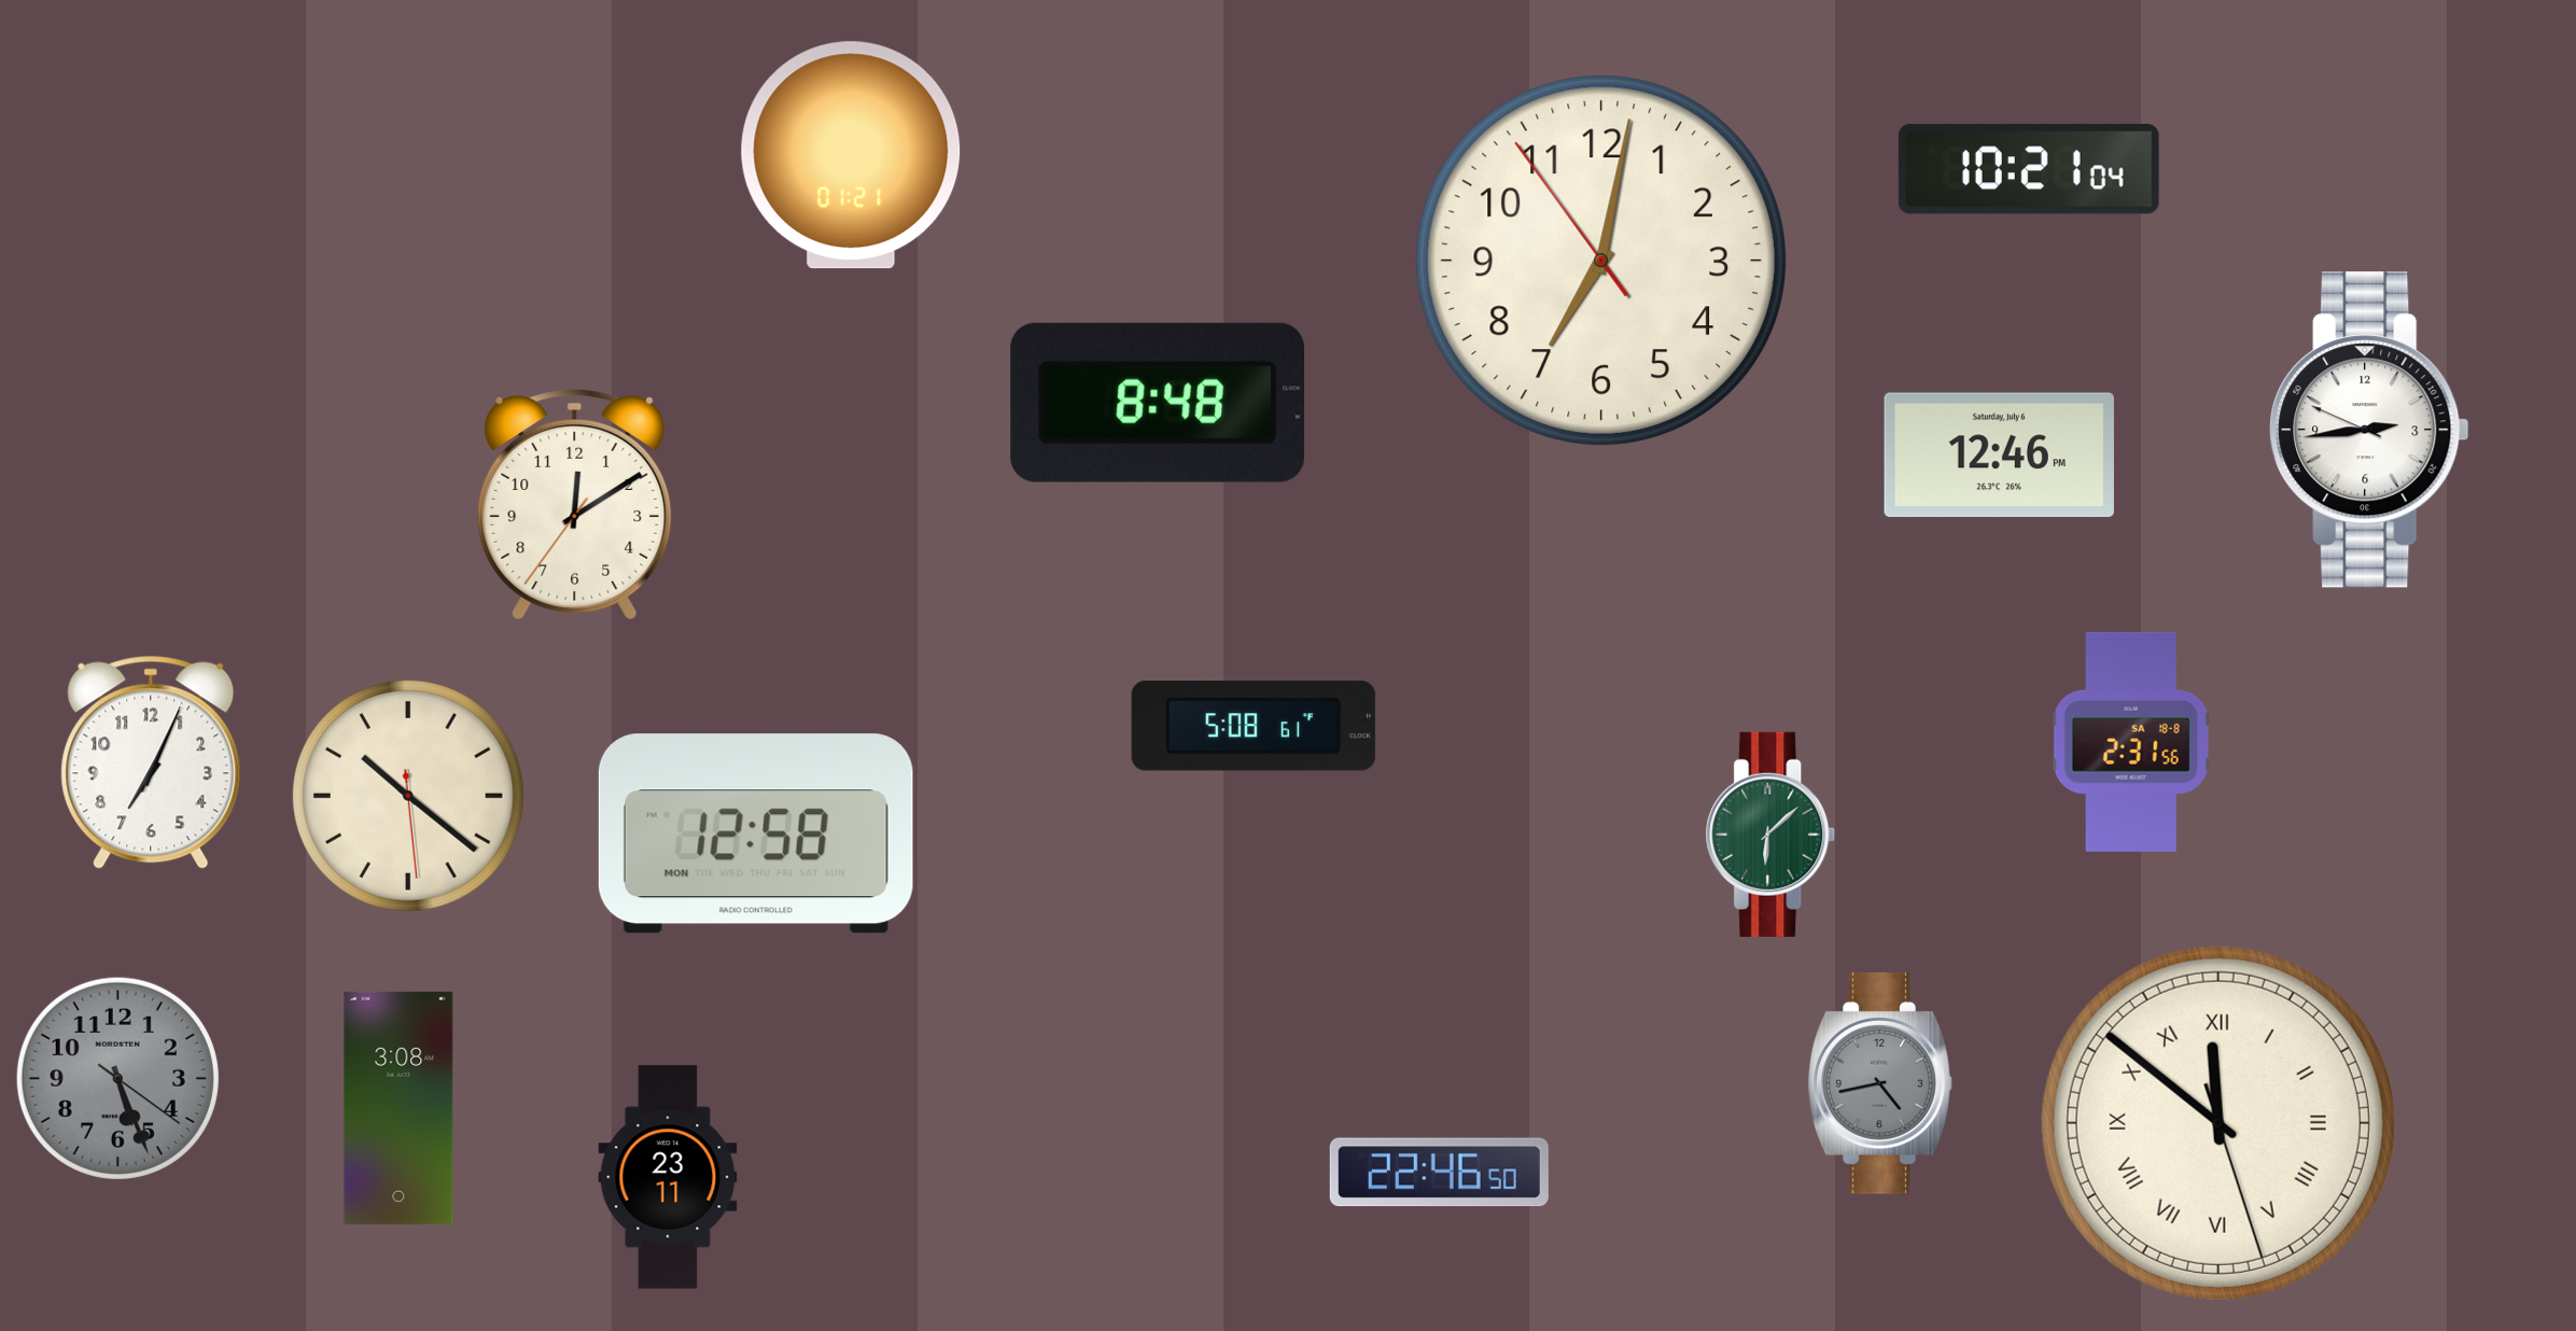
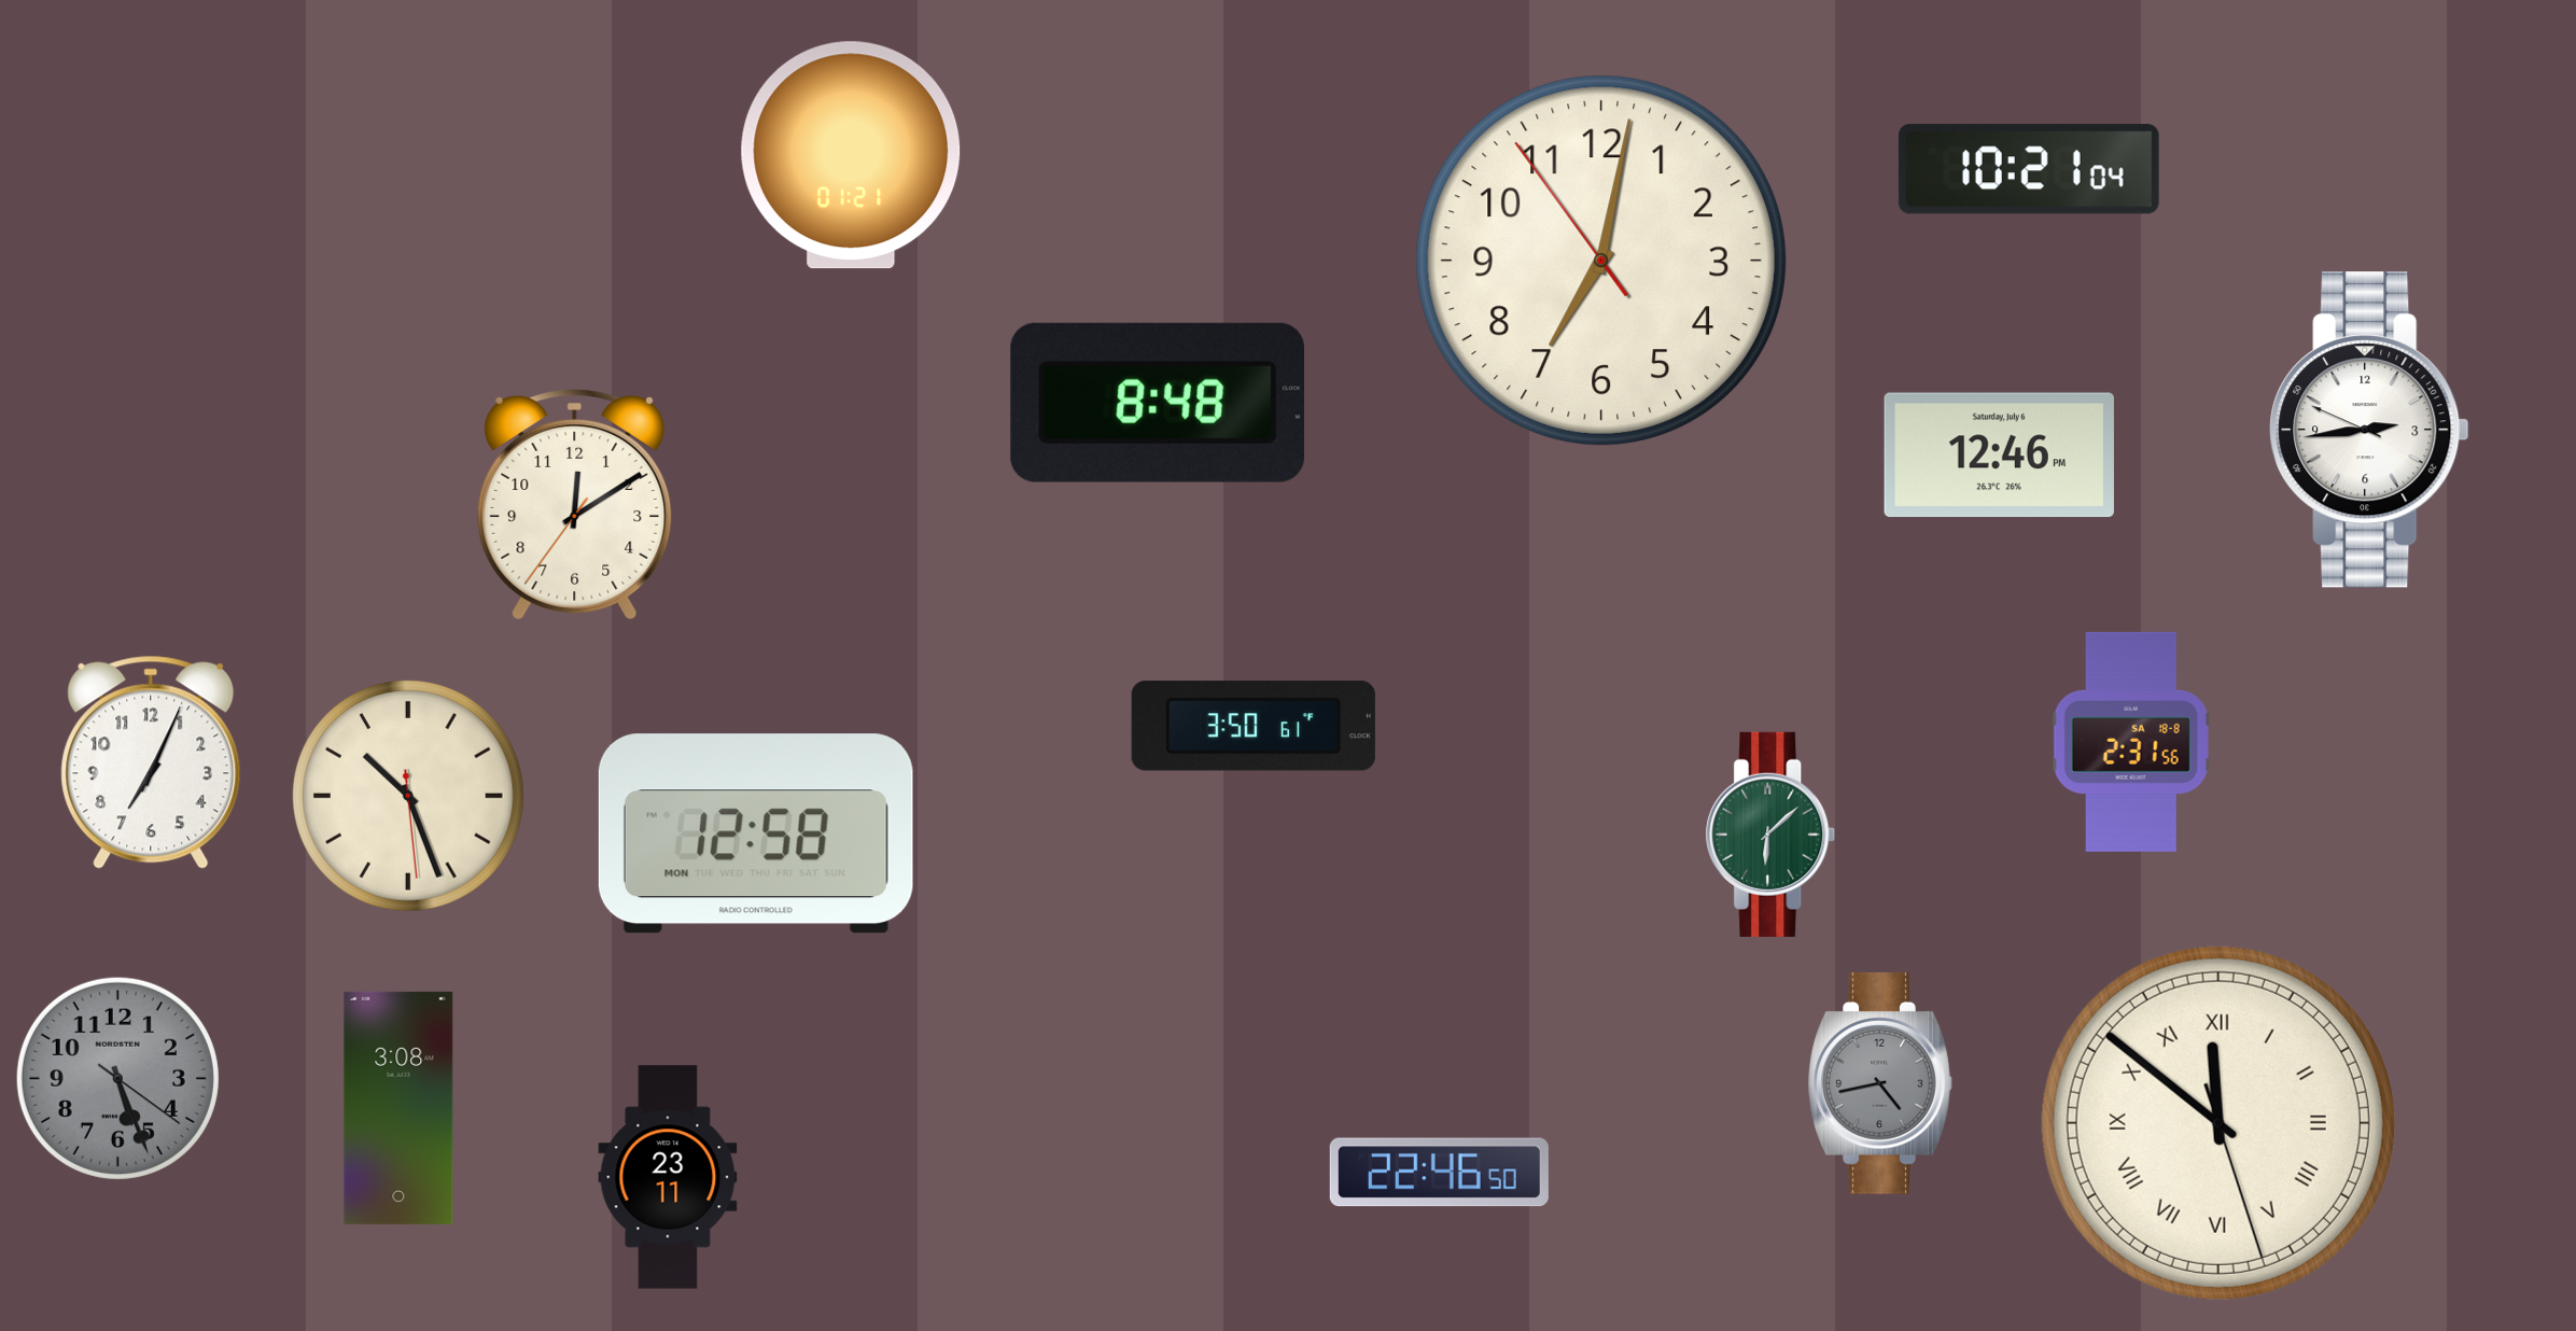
clock at (1254, 726): 5:08 -> 3:50
clock at (408, 796): 10:21 -> 10:26
